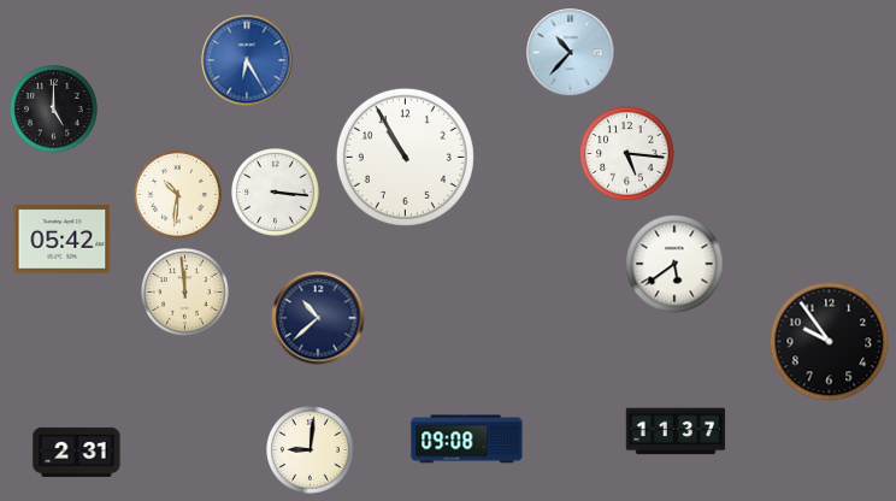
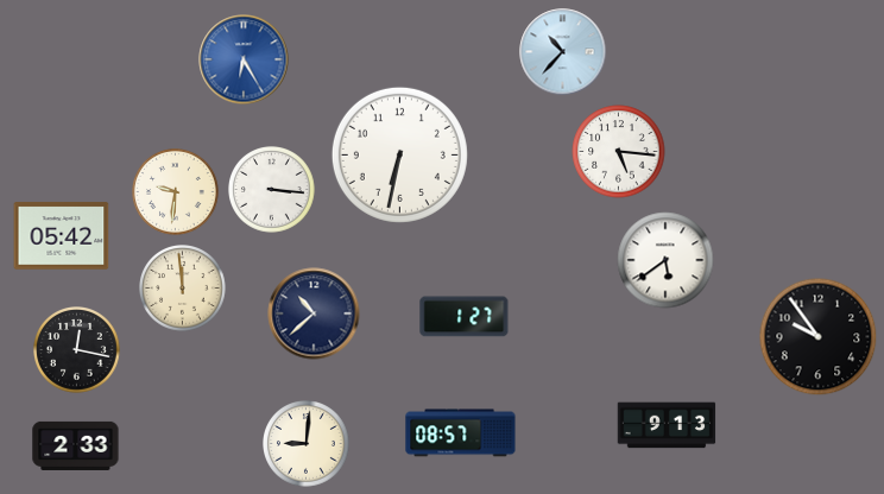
clock at (54, 110): 5:00 -> none
clock at (405, 157): 10:55 -> 6:32
clock at (178, 195): 10:31 -> 9:31
clock at (465, 317): none -> 1:27
clock at (77, 350): none -> 12:17
clock at (676, 431): 11:37 -> 9:13
clock at (467, 440): 09:08 -> 08:57
clock at (77, 452): 2:31 -> 2:33
